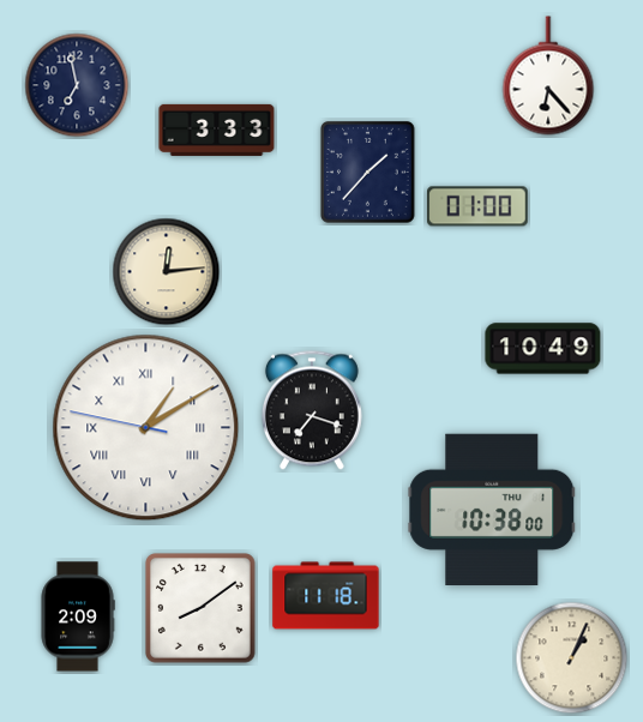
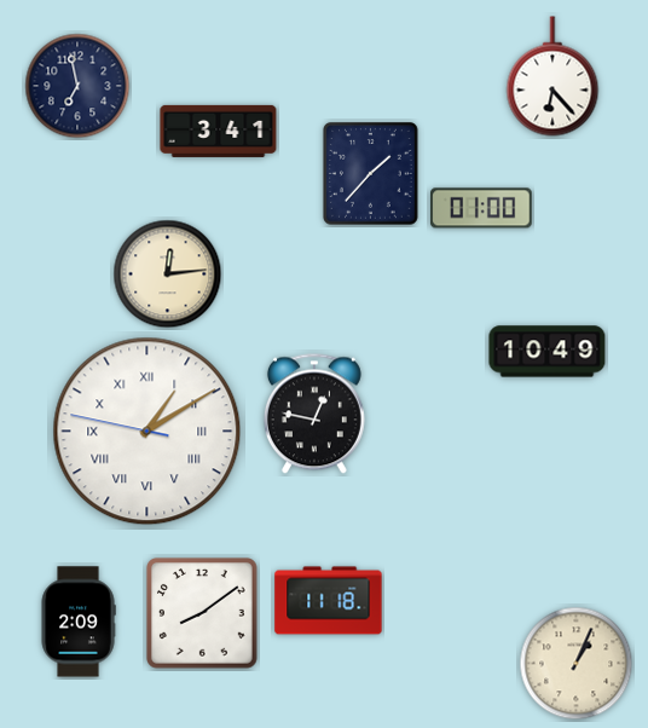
clock at (217, 130): 3:33 -> 3:41
clock at (312, 410): 7:18 -> 12:47
clock at (492, 509): 10:38 -> none
